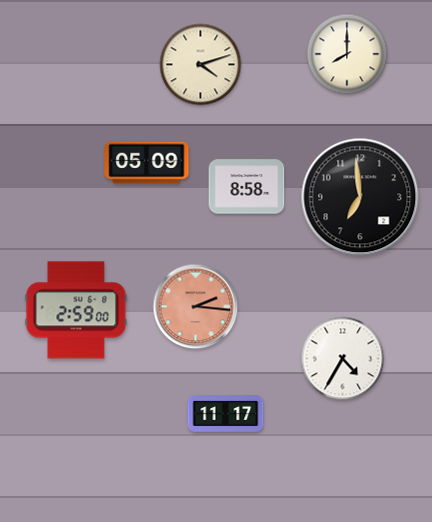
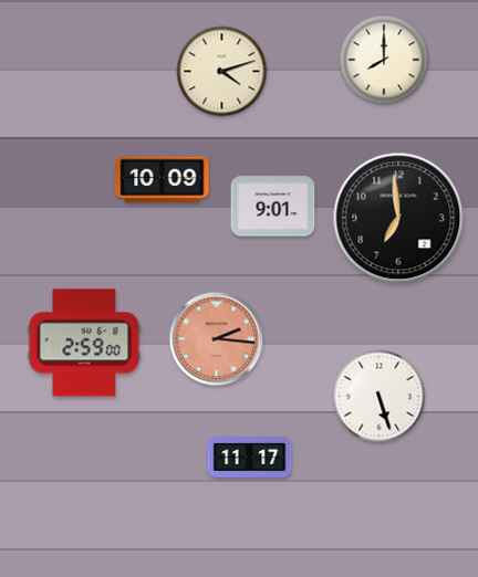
clock at (147, 163): 05:09 -> 10:09
clock at (247, 187): 8:58 -> 9:01
clock at (343, 359): 4:35 -> 5:27
